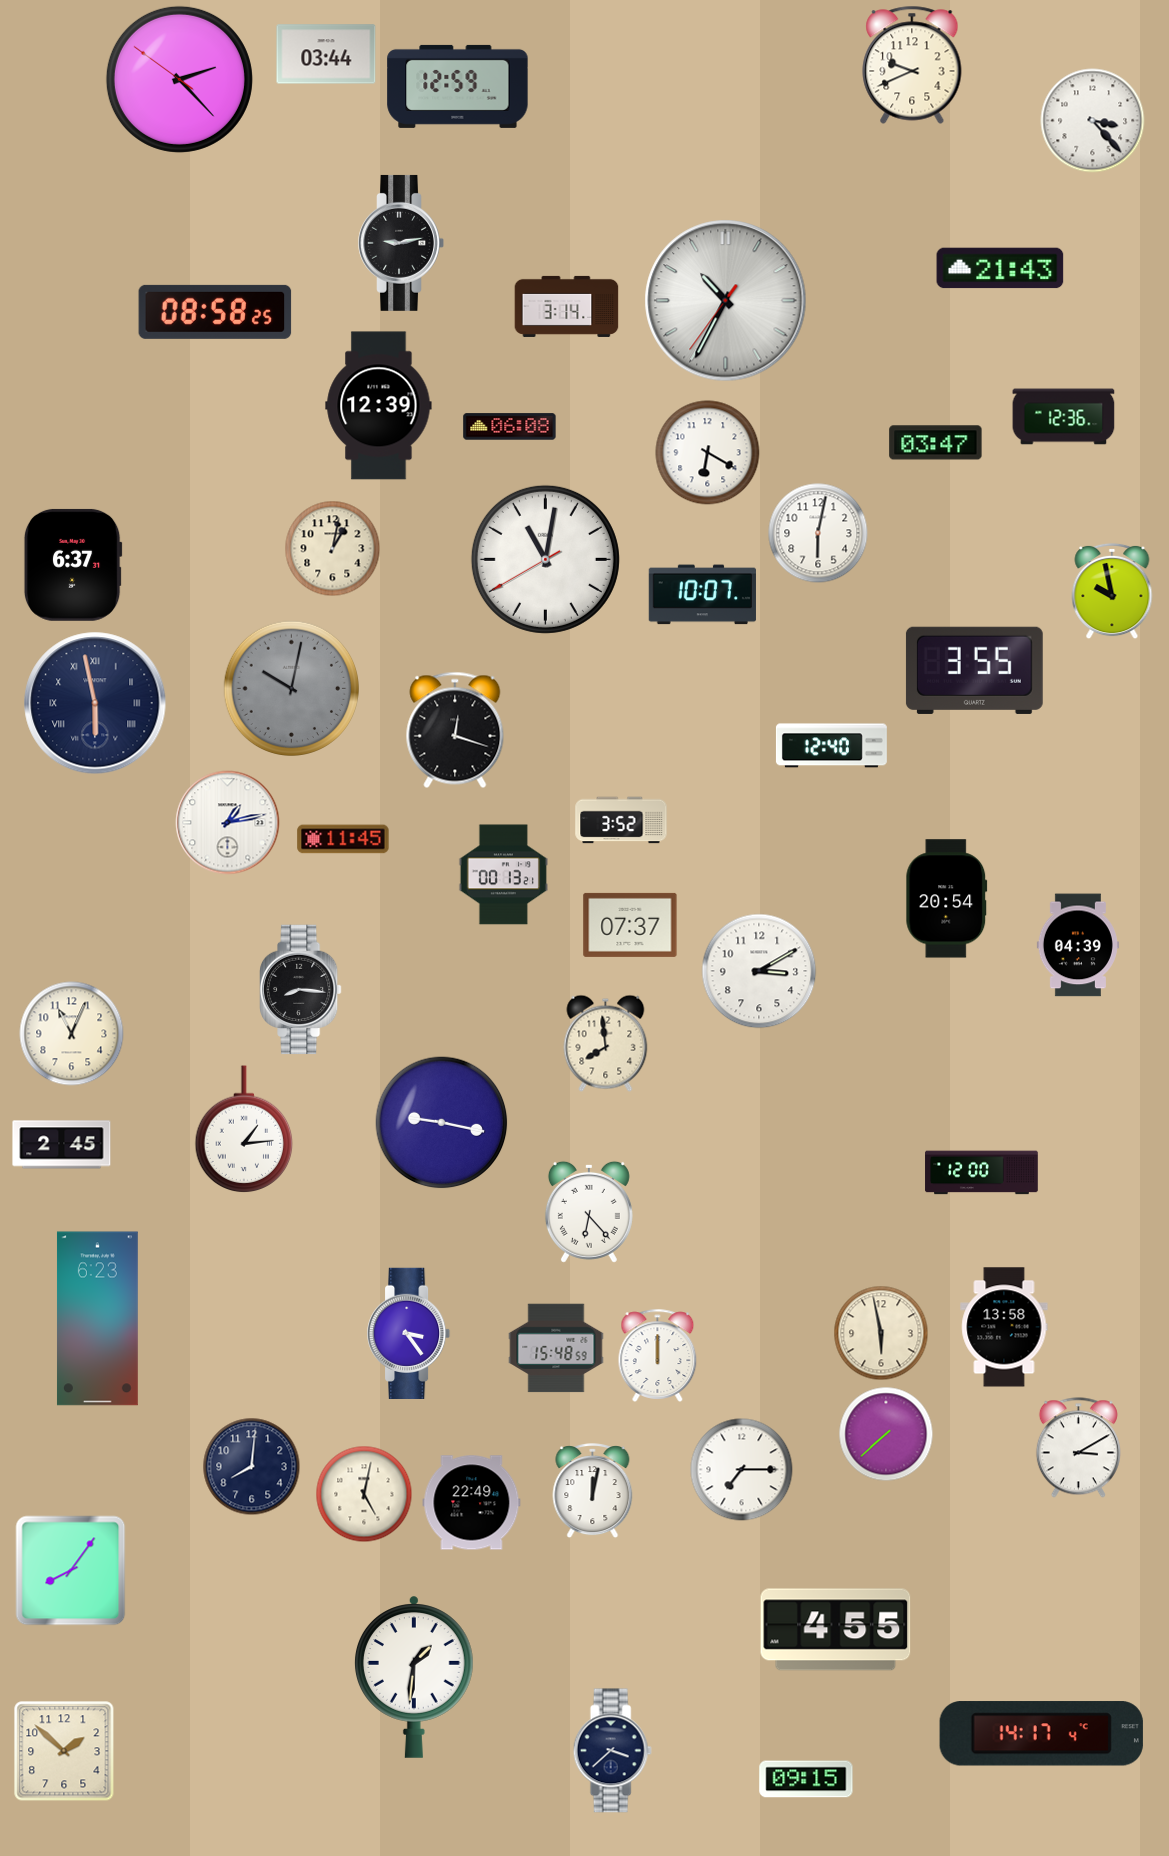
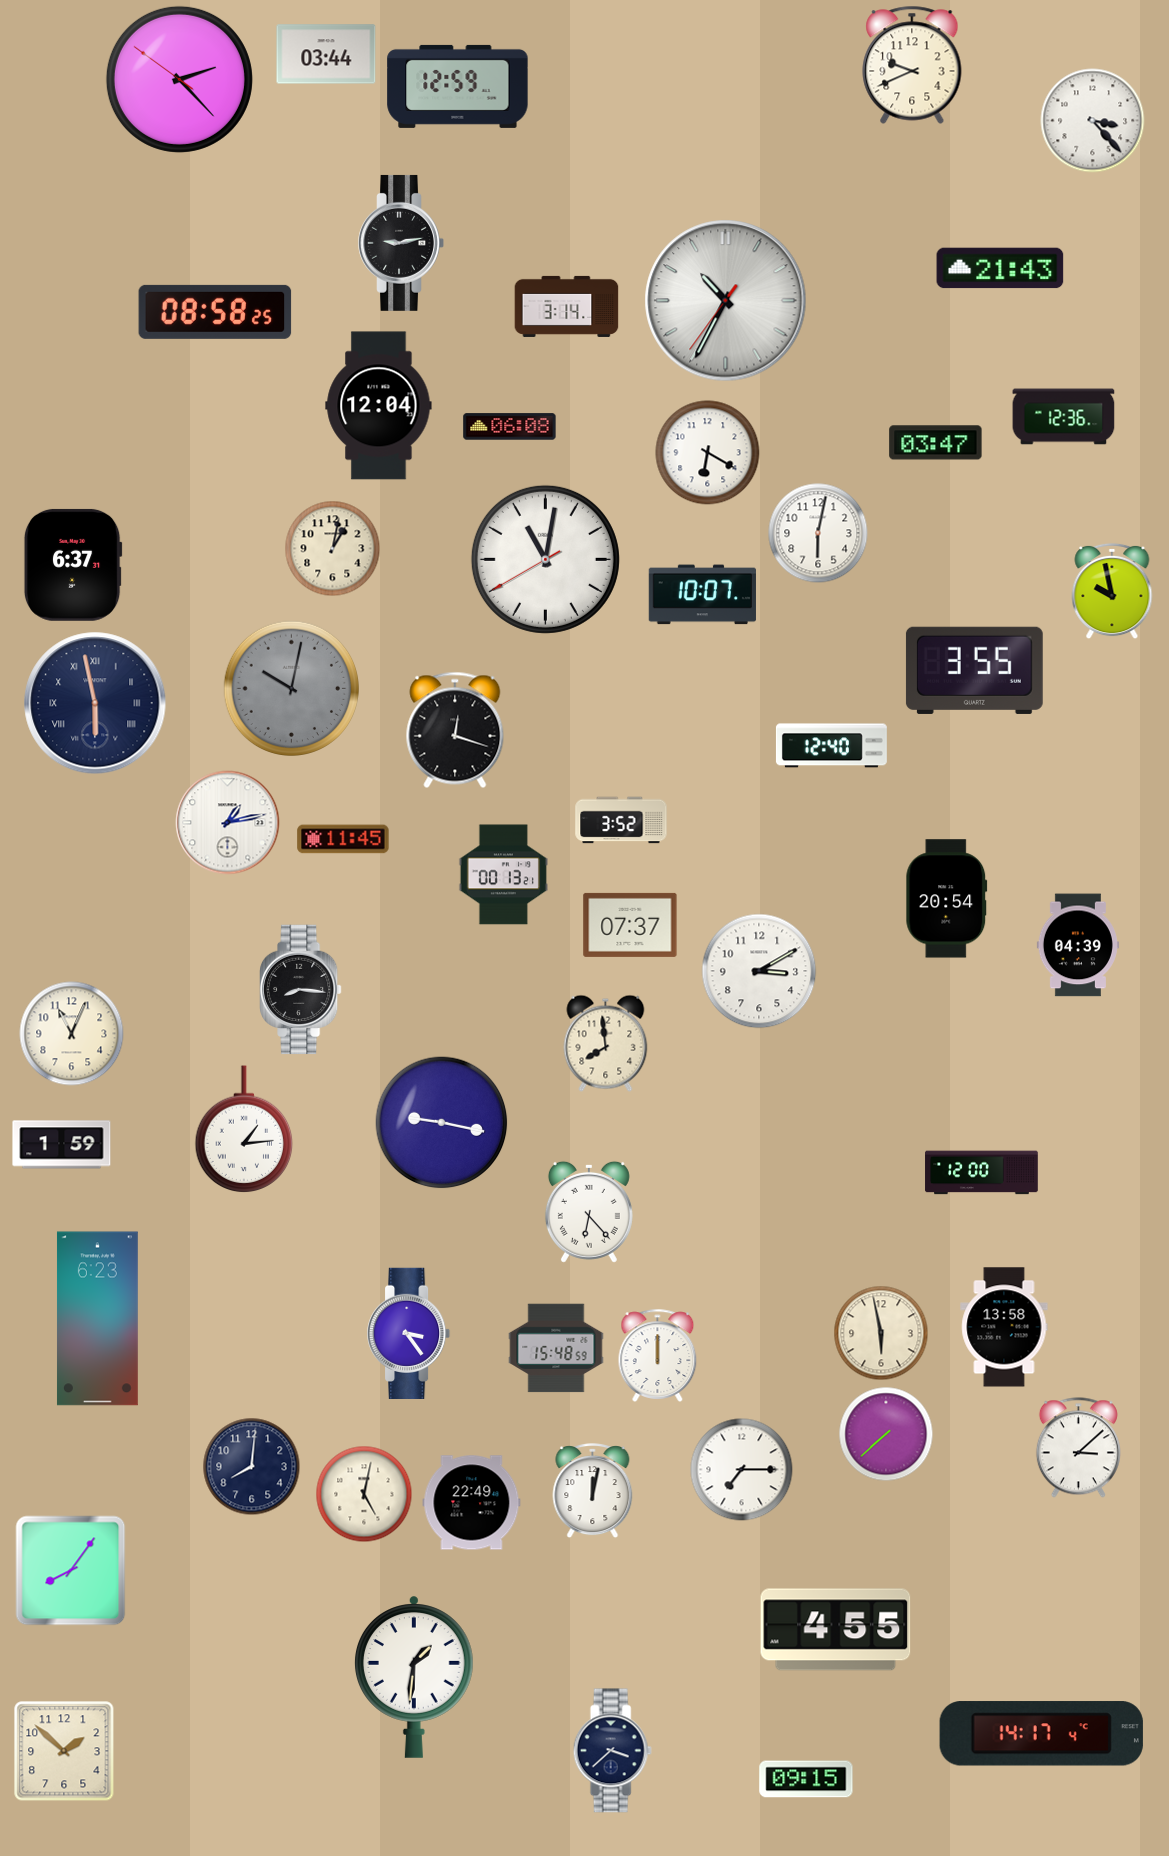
clock at (379, 406): 12:39 -> 12:04
clock at (62, 1145): 2:45 -> 1:59
clock at (1078, 1448): 3:10 -> 3:08
